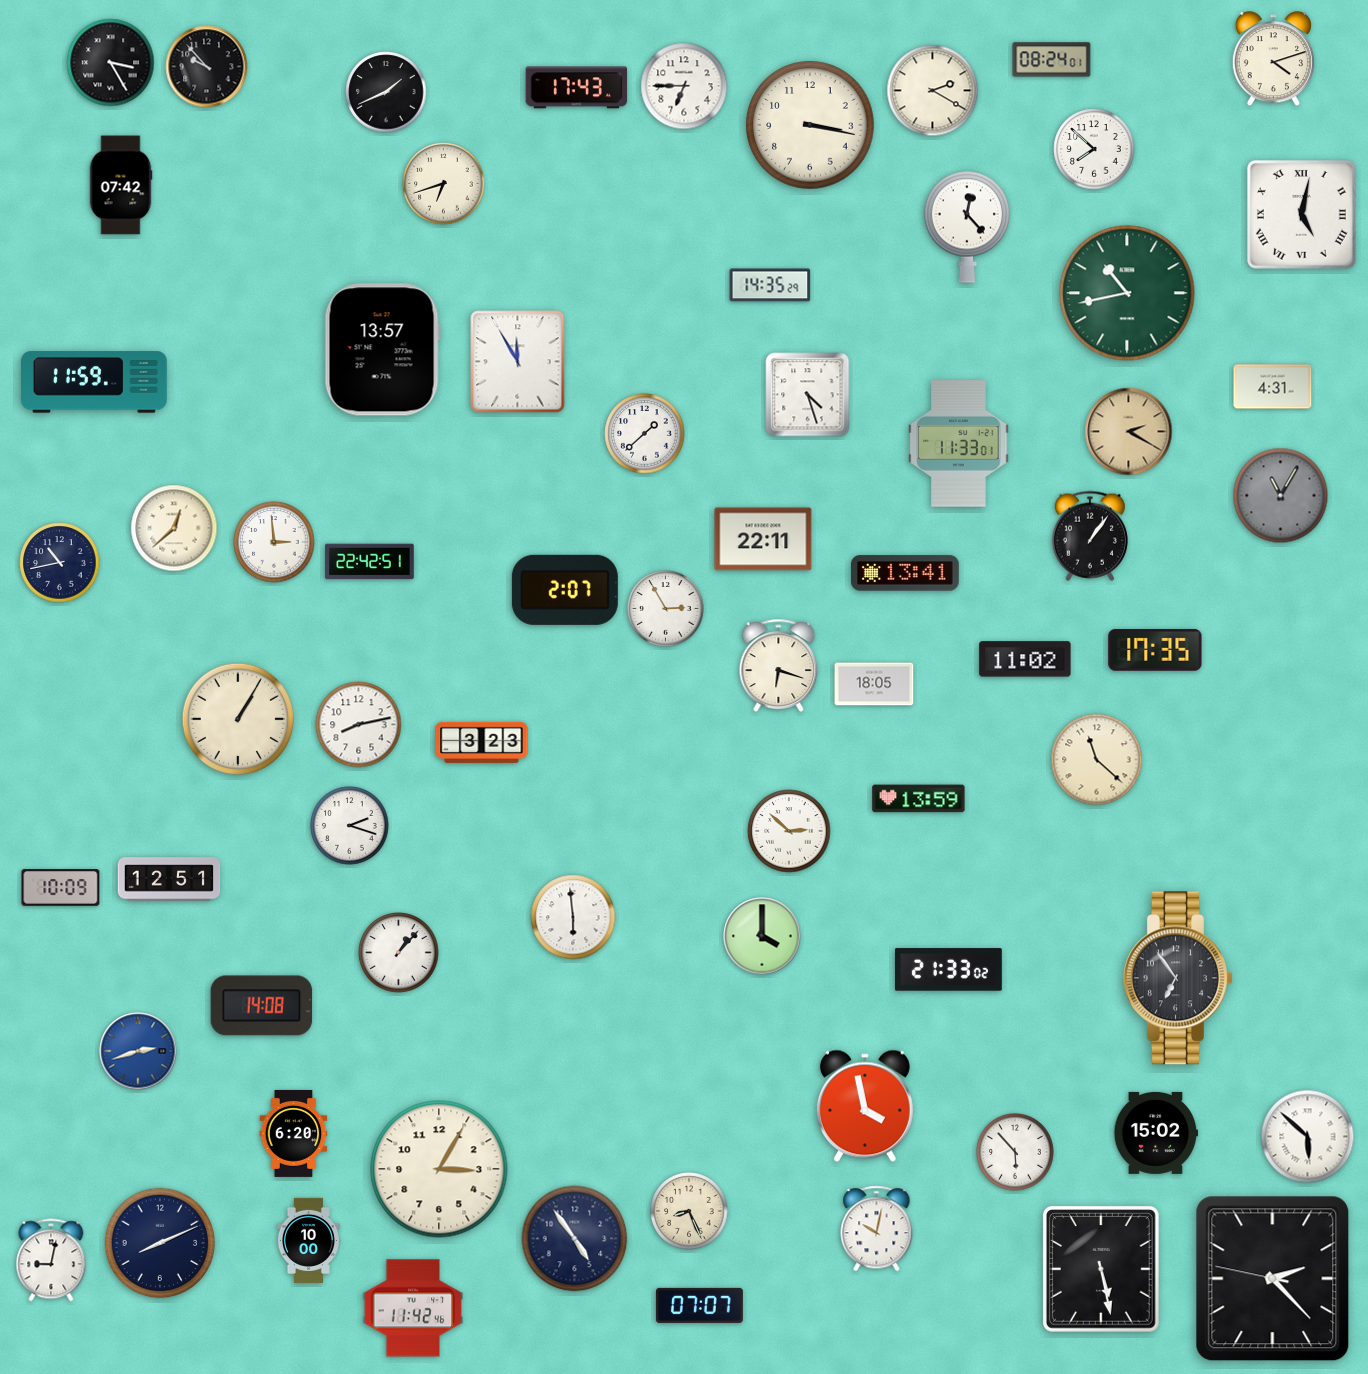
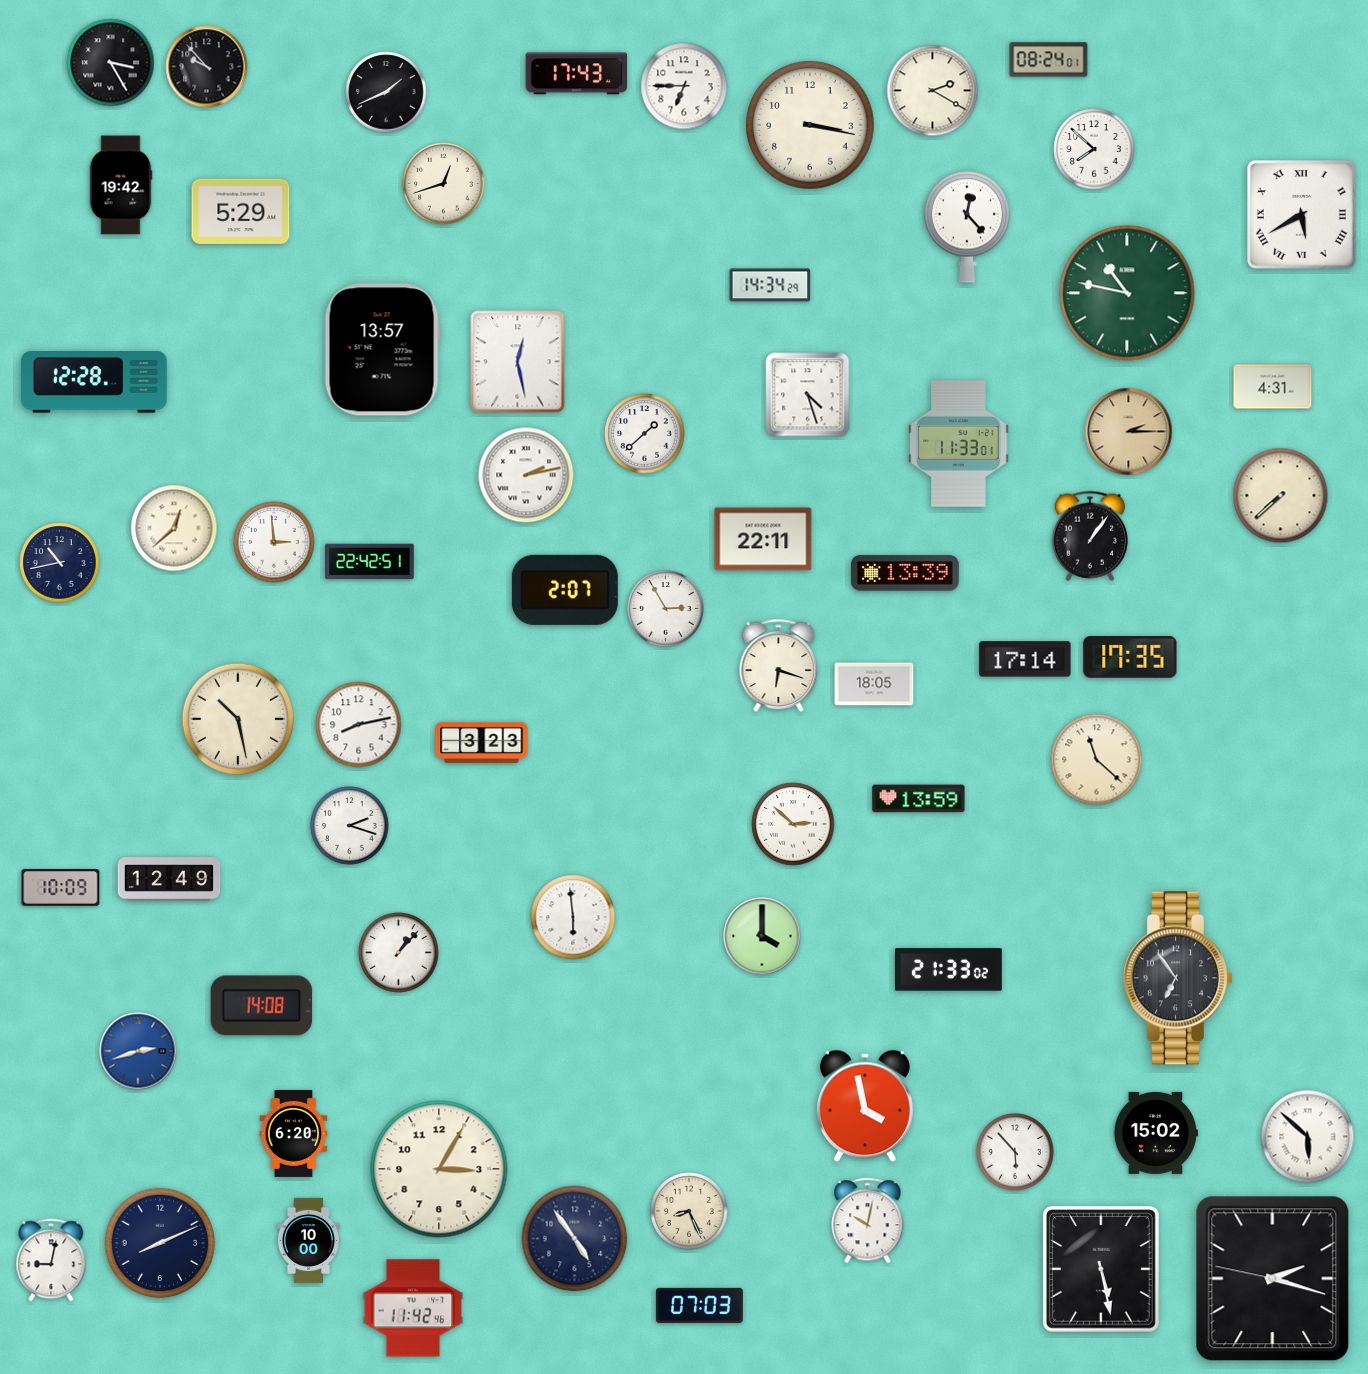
clock at (1273, 59): 4:12 -> none
clock at (1052, 60) position: (1052, 60) -> (1049, 60)
clock at (577, 88) position: (577, 88) -> (577, 74)
clock at (444, 184): 6:42 -> 12:42
clock at (121, 185): 07:42 -> 19:42
clock at (241, 211): none -> 5:29
clock at (1301, 214): 5:02 -> 5:40
clock at (770, 285): 14:35 -> 14:34
clock at (1127, 293): 10:43 -> 10:47
clock at (518, 362): 11:55 -> 12:28
clock at (95, 382): 11:59 -> 12:28
clock at (1129, 432): 2:20 -> 2:15
clock at (526, 475): none -> 2:13
clock at (1281, 496): 11:05 -> 7:38
clock at (1281, 496) dial: grey -> cream
clock at (905, 573): 13:41 -> 13:39
clock at (1155, 650) position: (1155, 650) -> (1130, 657)
clock at (1025, 659): 11:02 -> 17:14
clock at (238, 719): 1:05 -> 10:28
clock at (789, 831) position: (789, 831) -> (793, 824)
clock at (169, 879): 12:51 -> 12:49
clock at (877, 1229) position: (877, 1229) -> (868, 1221)
clock at (1273, 1279): 2:22 -> 2:17
clock at (699, 1305): 07:07 -> 07:03
